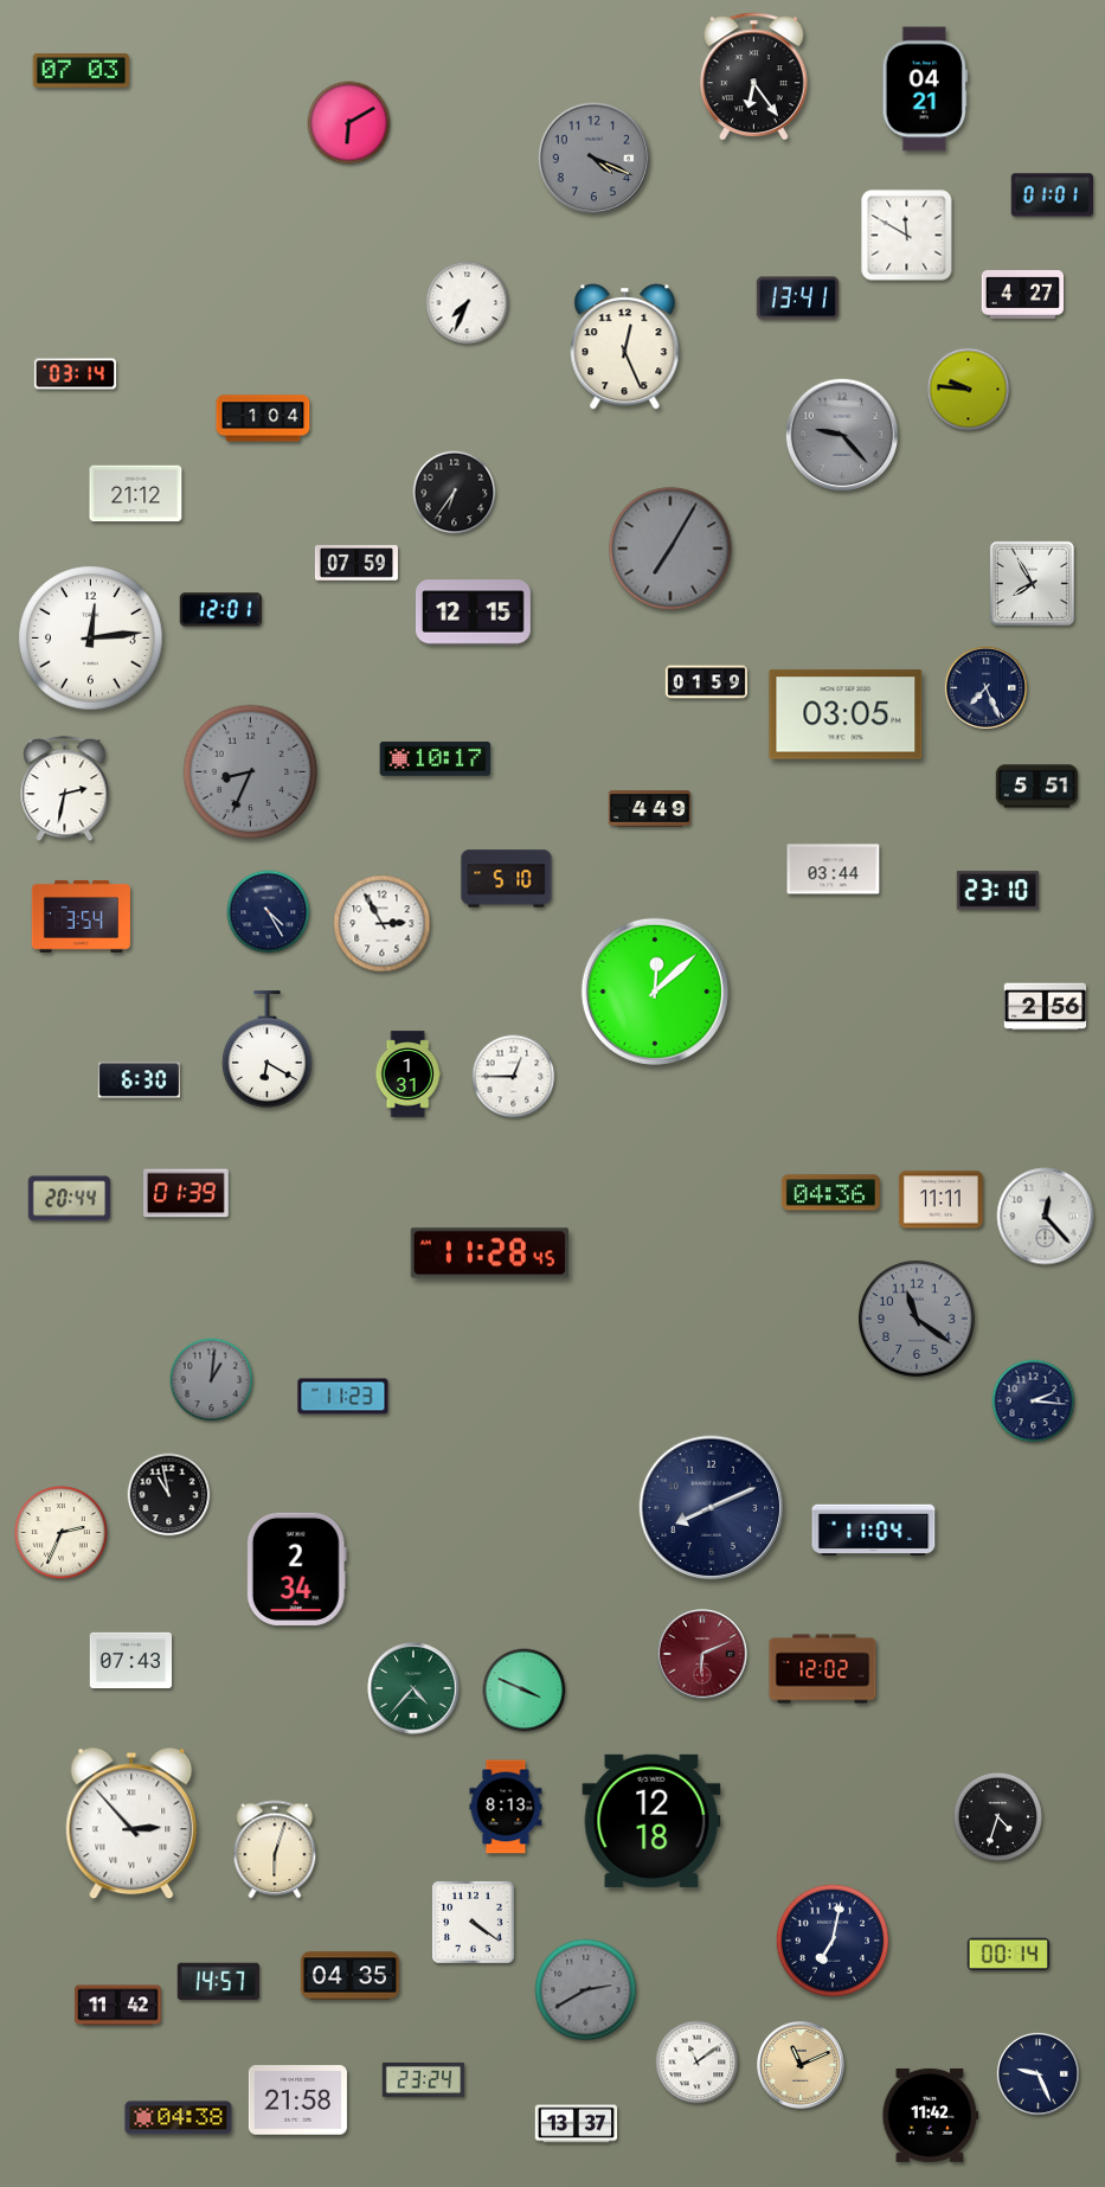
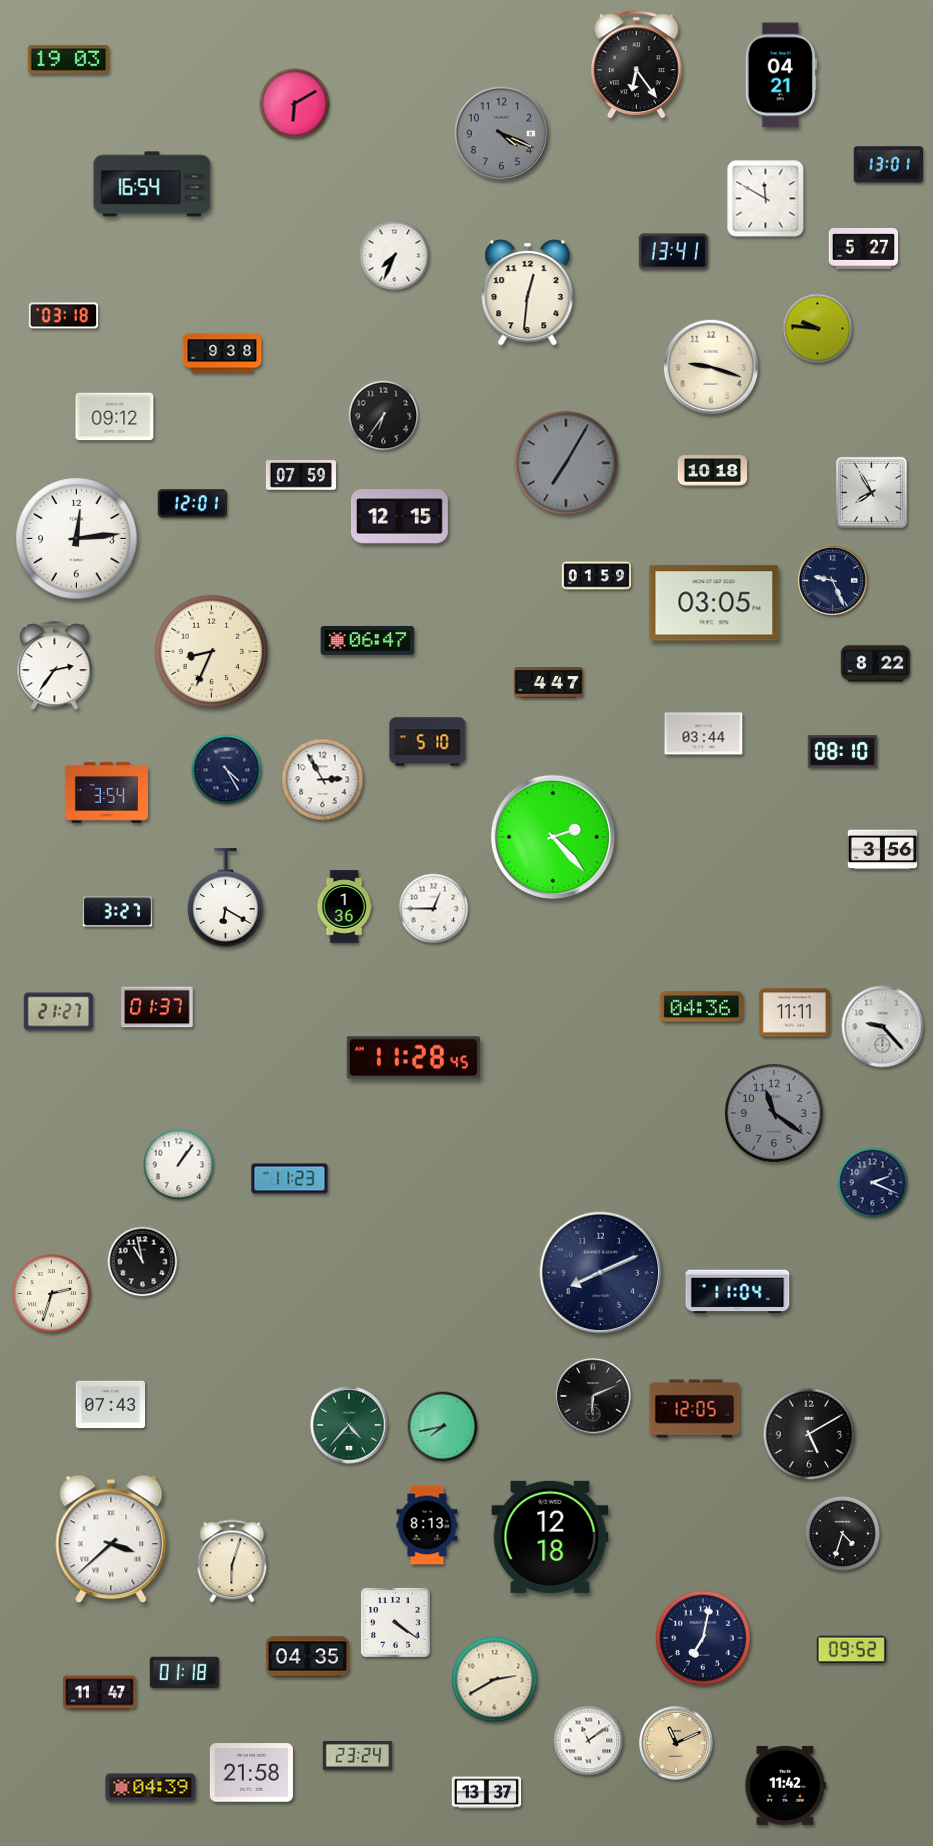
clock at (82, 71): 07:03 -> 19:03
clock at (1052, 195): 01:01 -> 13:01
clock at (152, 184): none -> 16:54
clock at (1022, 294): 4:27 -> 5:27
clock at (625, 347): 12:26 -> 12:31
clock at (76, 374): 03:14 -> 03:18
clock at (263, 418): 1:04 -> 9:38
clock at (842, 435): 9:23 -> 9:18
clock at (842, 435) dial: grey -> cream
clock at (136, 494): 21:12 -> 09:12
clock at (713, 471): none -> 10:18
clock at (220, 610) position: (220, 610) -> (192, 504)
clock at (985, 687): 7:26 -> 9:26
clock at (436, 758): 10:17 -> 06:47
clock at (251, 772) dial: grey -> cream
clock at (1037, 787): 5:51 -> 8:22
clock at (65, 789): 2:32 -> 2:36
clock at (650, 809): 4:49 -> 4:47
clock at (997, 891): 23:10 -> 08:10
clock at (81, 916) position: (81, 916) -> (106, 792)
clock at (655, 992): 12:08 -> 2:23
clock at (1046, 1007): 2:56 -> 3:56
clock at (268, 1050) position: (268, 1050) -> (226, 898)
clock at (407, 1075): 1:31 -> 1:36
clock at (139, 1080): 6:30 -> 3:27
clock at (187, 1193): 01:39 -> 01:37
clock at (70, 1199): 20:44 -> 21:27
clock at (1046, 1217): 12:23 -> 9:23
clock at (212, 1380): 1:01 -> 1:06
clock at (212, 1380) dial: grey -> white
clock at (1034, 1402): 2:16 -> 2:19
clock at (62, 1533): 2:34 -> 2:33
clock at (296, 1569): 2:34 -> none
clock at (702, 1654) dial: burgundy -> black
clock at (131, 1661) position: (131, 1661) -> (111, 1405)
clock at (823, 1669): 12:02 -> 12:05
clock at (525, 1691): 3:49 -> 7:43
clock at (809, 1434): none -> 5:10
clock at (131, 1823): 2:53 -> 3:38
clock at (474, 1923) position: (474, 1923) -> (396, 1623)
clock at (1008, 1955): 00:14 -> 09:52
clock at (349, 1976) position: (349, 1976) -> (307, 1657)
clock at (218, 1982): 14:57 -> 01:18
clock at (586, 1990) dial: grey -> cream
clock at (118, 2006): 11:42 -> 11:47
clock at (1037, 2073): 9:26 -> none
clock at (179, 2118): 04:38 -> 04:39
